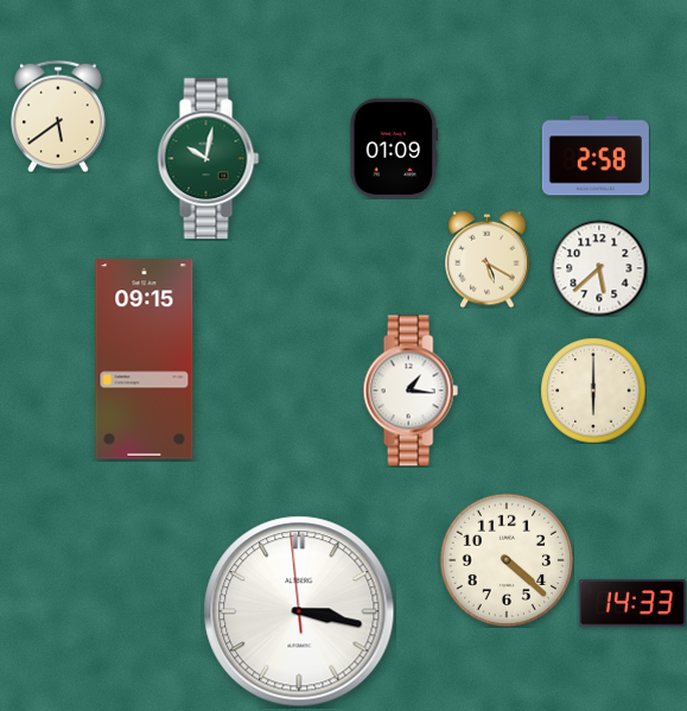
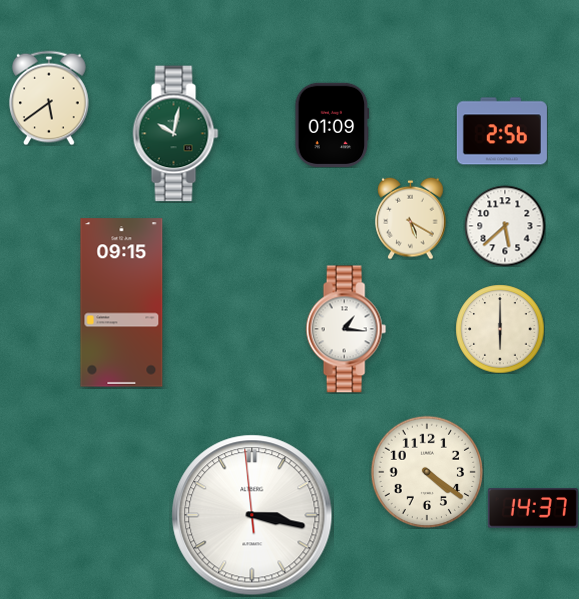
clock at (596, 155): 2:58 -> 2:56
clock at (507, 560): 4:22 -> 4:21
clock at (632, 603): 14:33 -> 14:37
